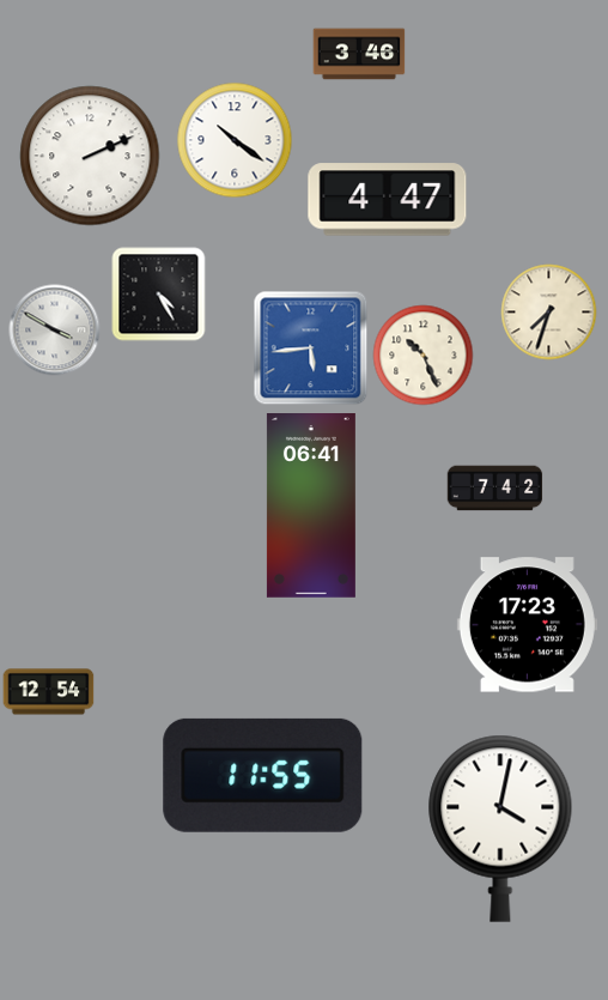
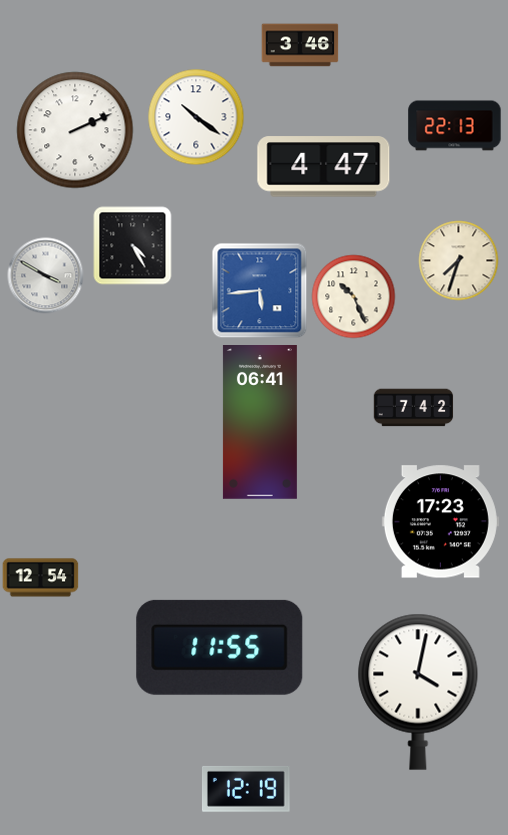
clock at (455, 126): none -> 22:13
clock at (246, 789): none -> 12:19
